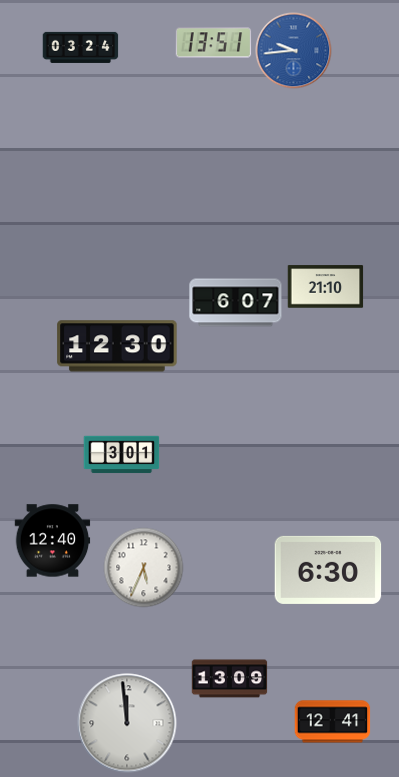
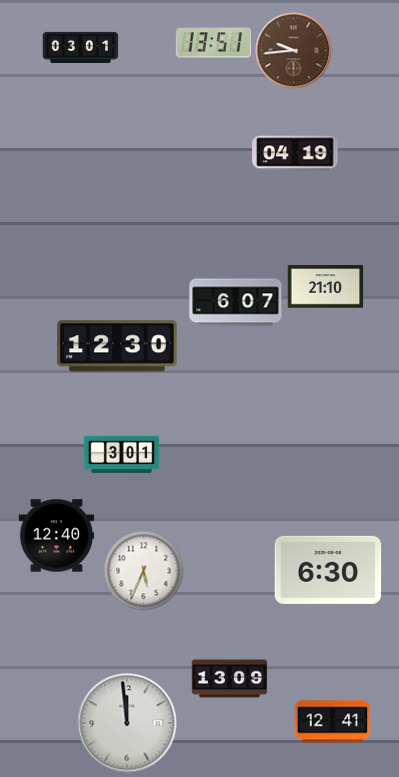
clock at (81, 47): 03:24 -> 03:01
clock at (294, 51) dial: blue -> brown
clock at (295, 153): none -> 04:19
clock at (53, 541) position: (53, 541) -> (57, 536)
clock at (144, 568) position: (144, 568) -> (144, 571)
